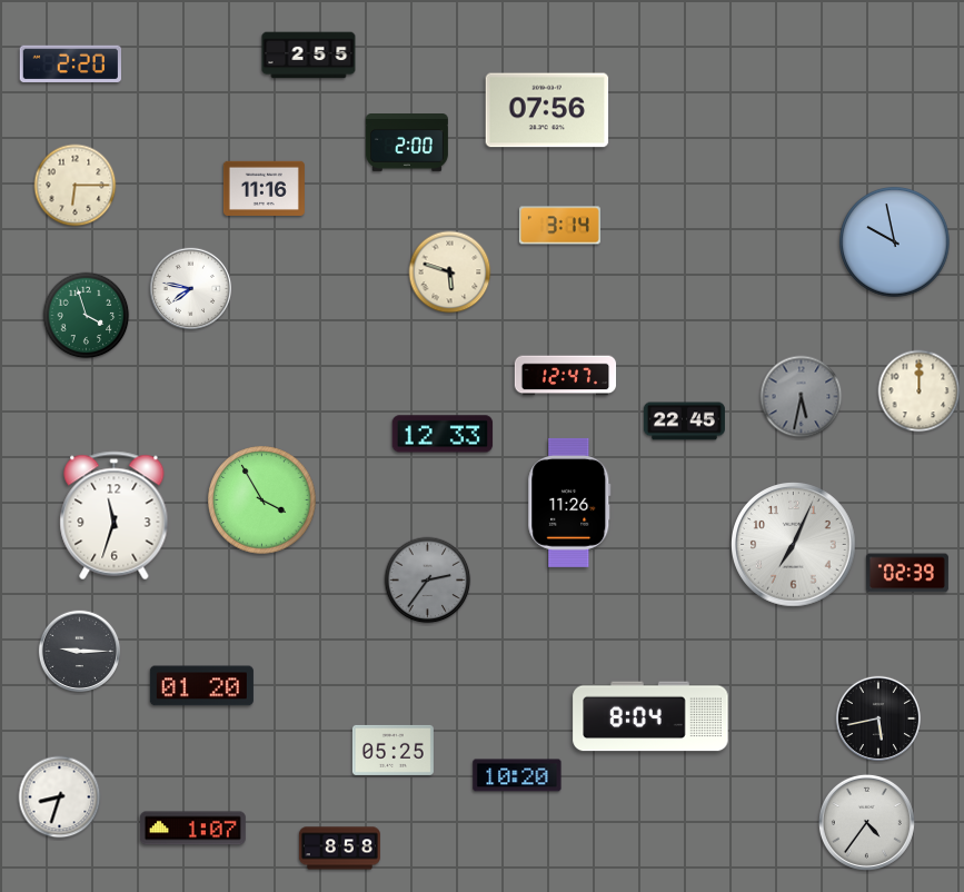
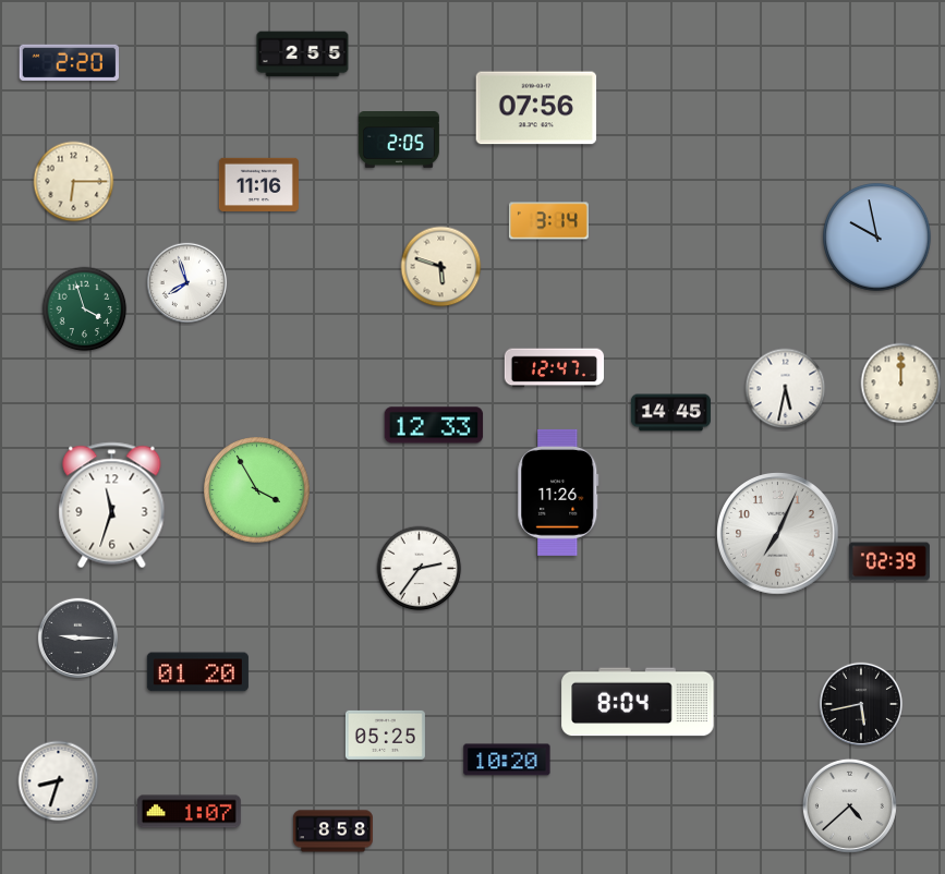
clock at (407, 143): 2:00 -> 2:05
clock at (190, 288): 7:47 -> 7:57
clock at (802, 397) dial: grey -> white
clock at (684, 422): 22:45 -> 14:45
clock at (428, 581) dial: grey -> white
clock at (866, 822): 4:36 -> 4:38
